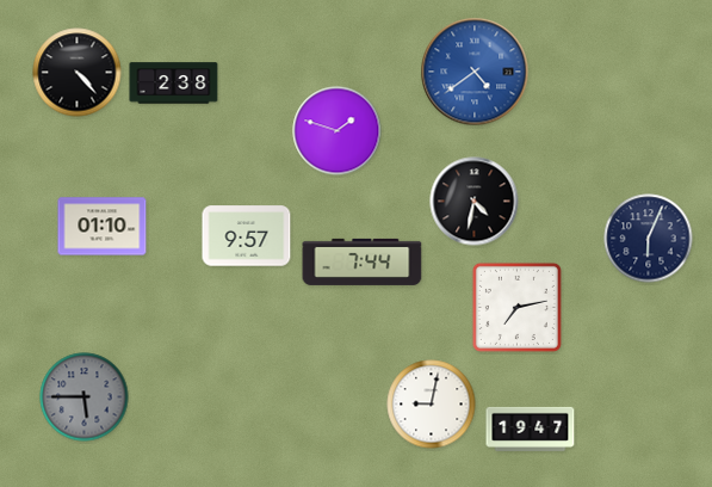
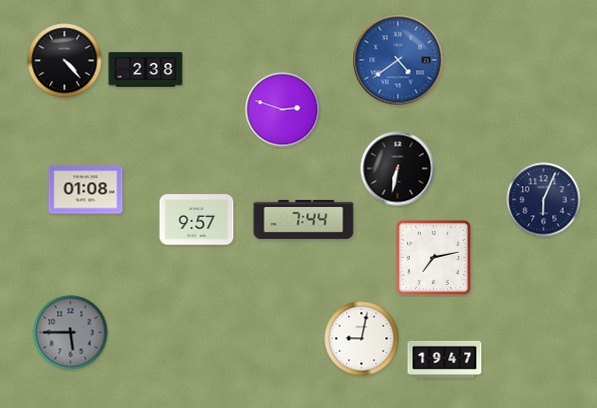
clock at (338, 131): 1:48 -> 2:48
clock at (475, 202): 4:32 -> 6:32
clock at (103, 227): 01:10 -> 01:08
clock at (247, 236) position: (247, 236) -> (197, 220)
